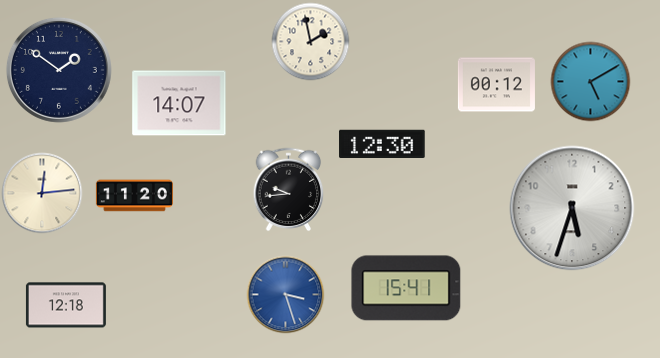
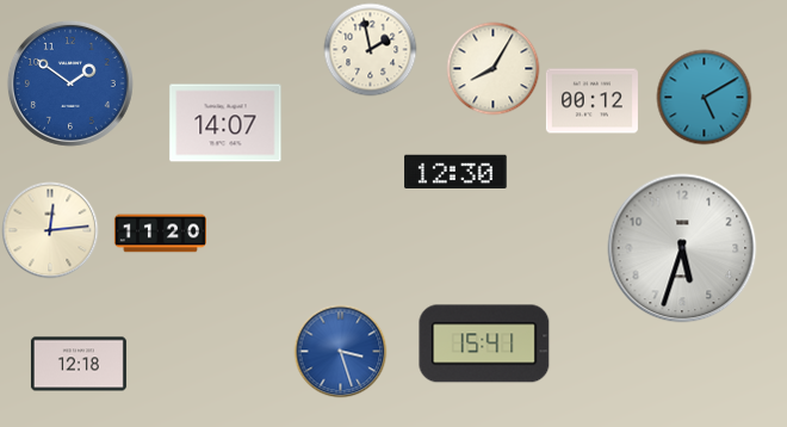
clock at (492, 68): none -> 8:05
clock at (59, 70) dial: navy -> blue
clock at (179, 103) position: (179, 103) -> (225, 123)
clock at (289, 189): 9:44 -> none
